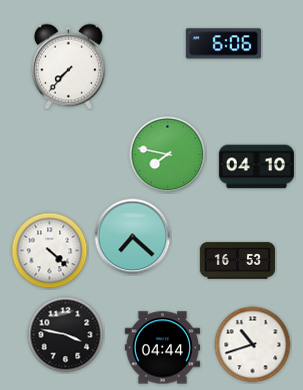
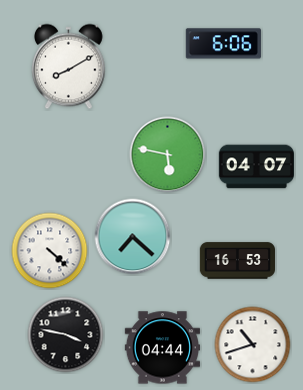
clock at (69, 67): 7:37 -> 8:10
clock at (168, 155): 7:47 -> 5:47
clock at (256, 167): 04:10 -> 04:07
